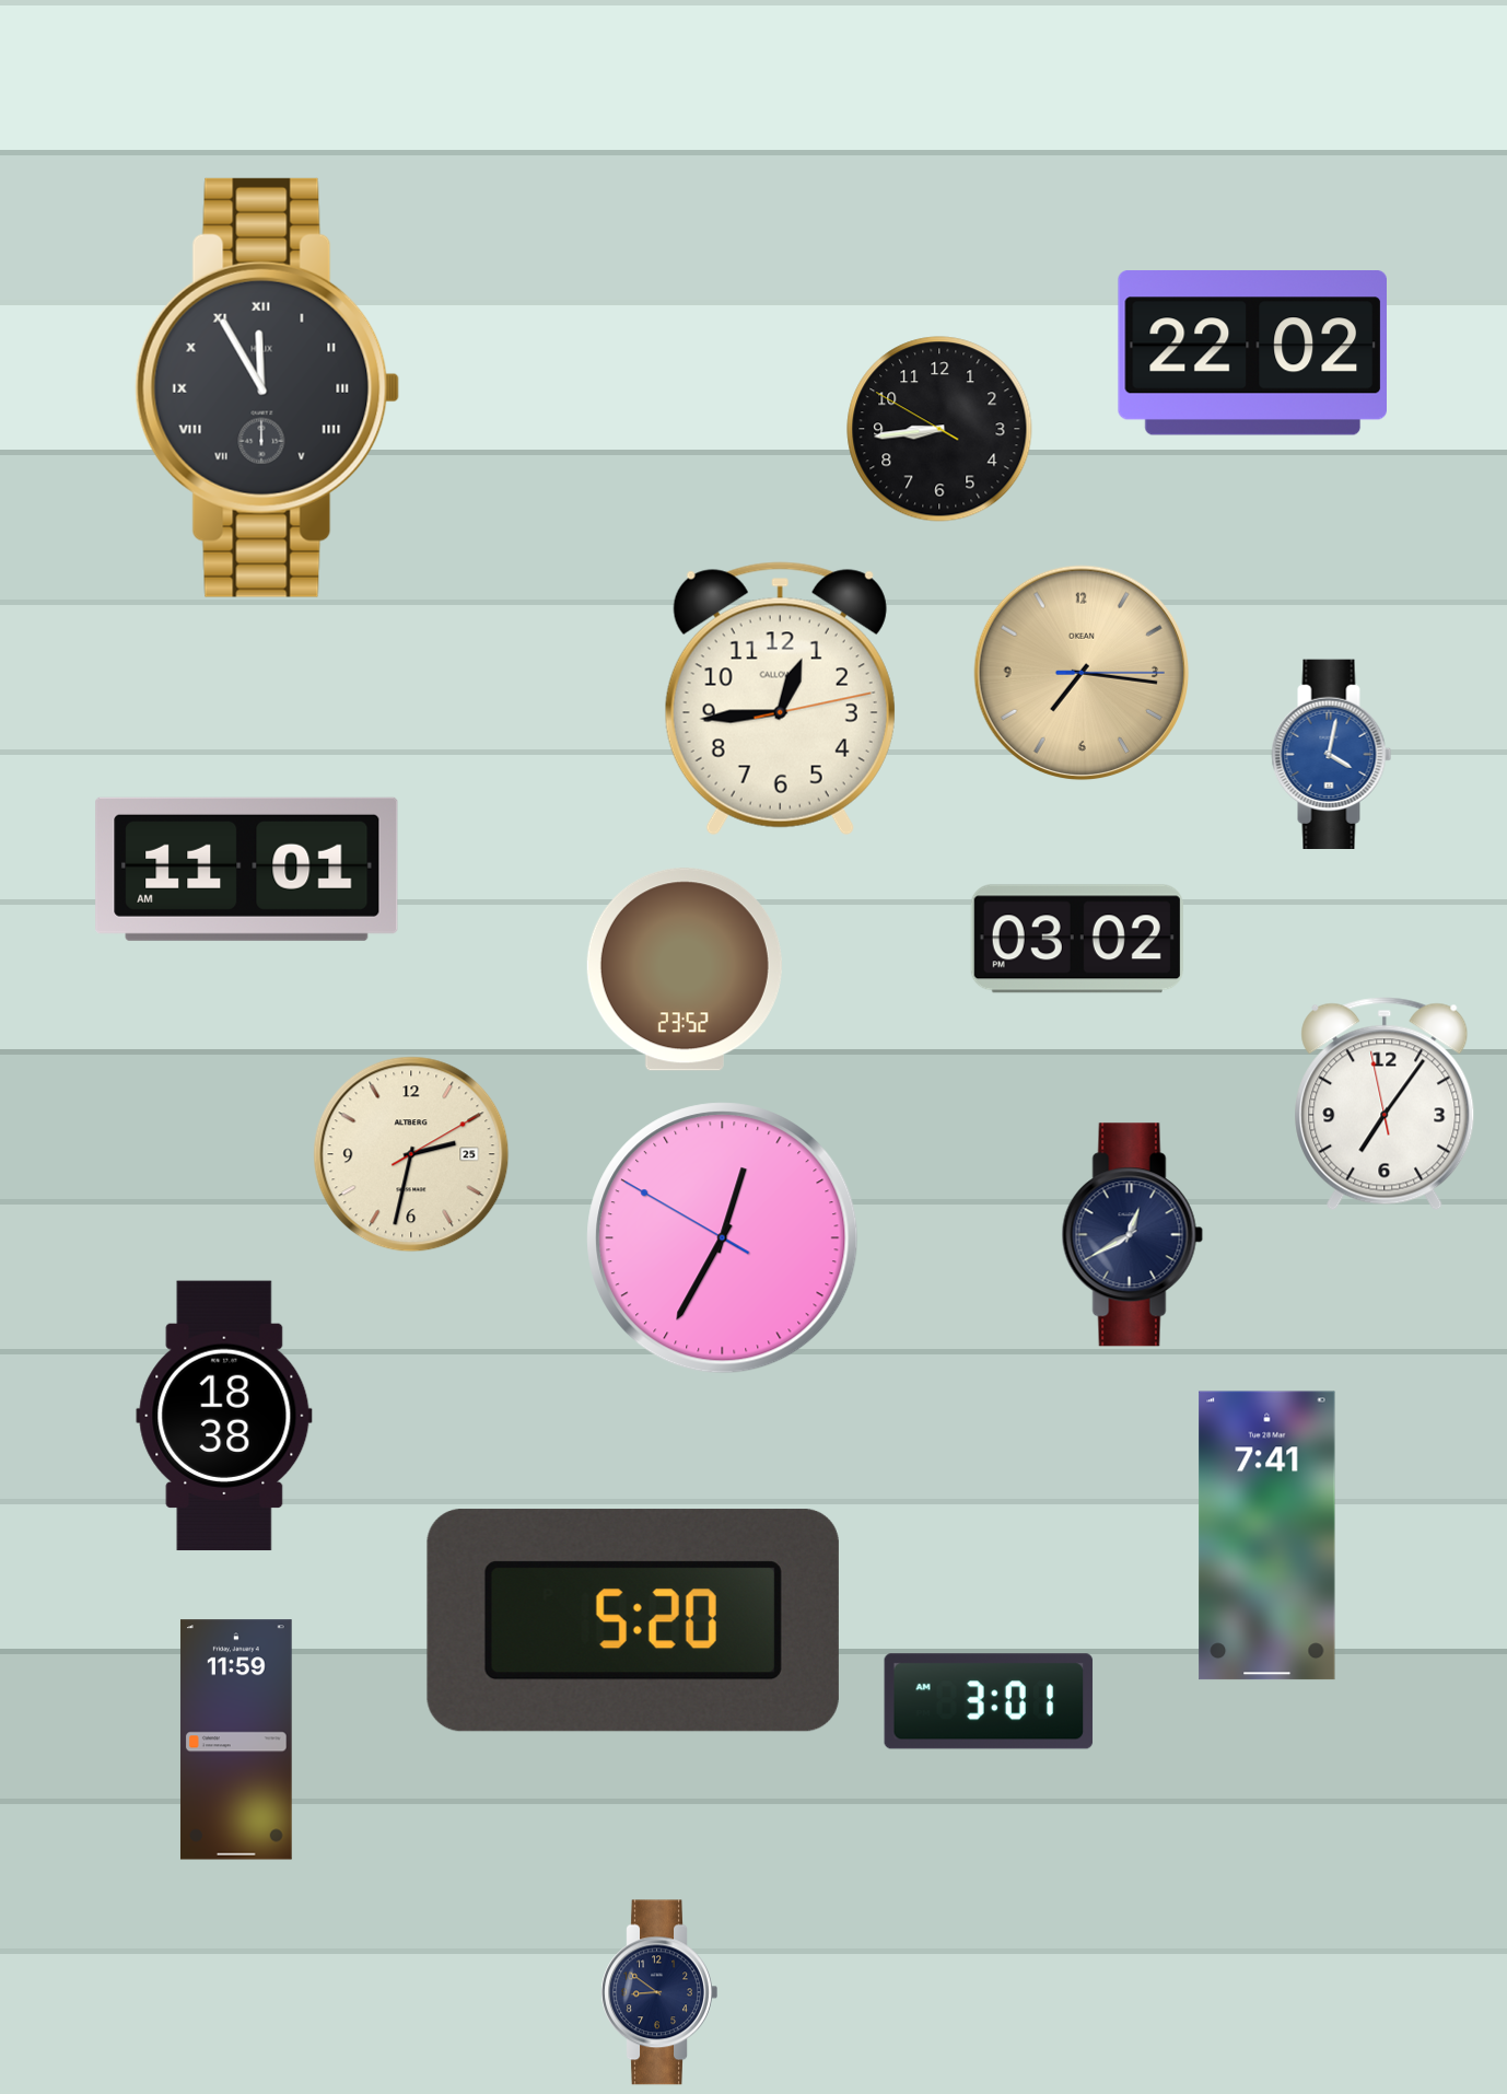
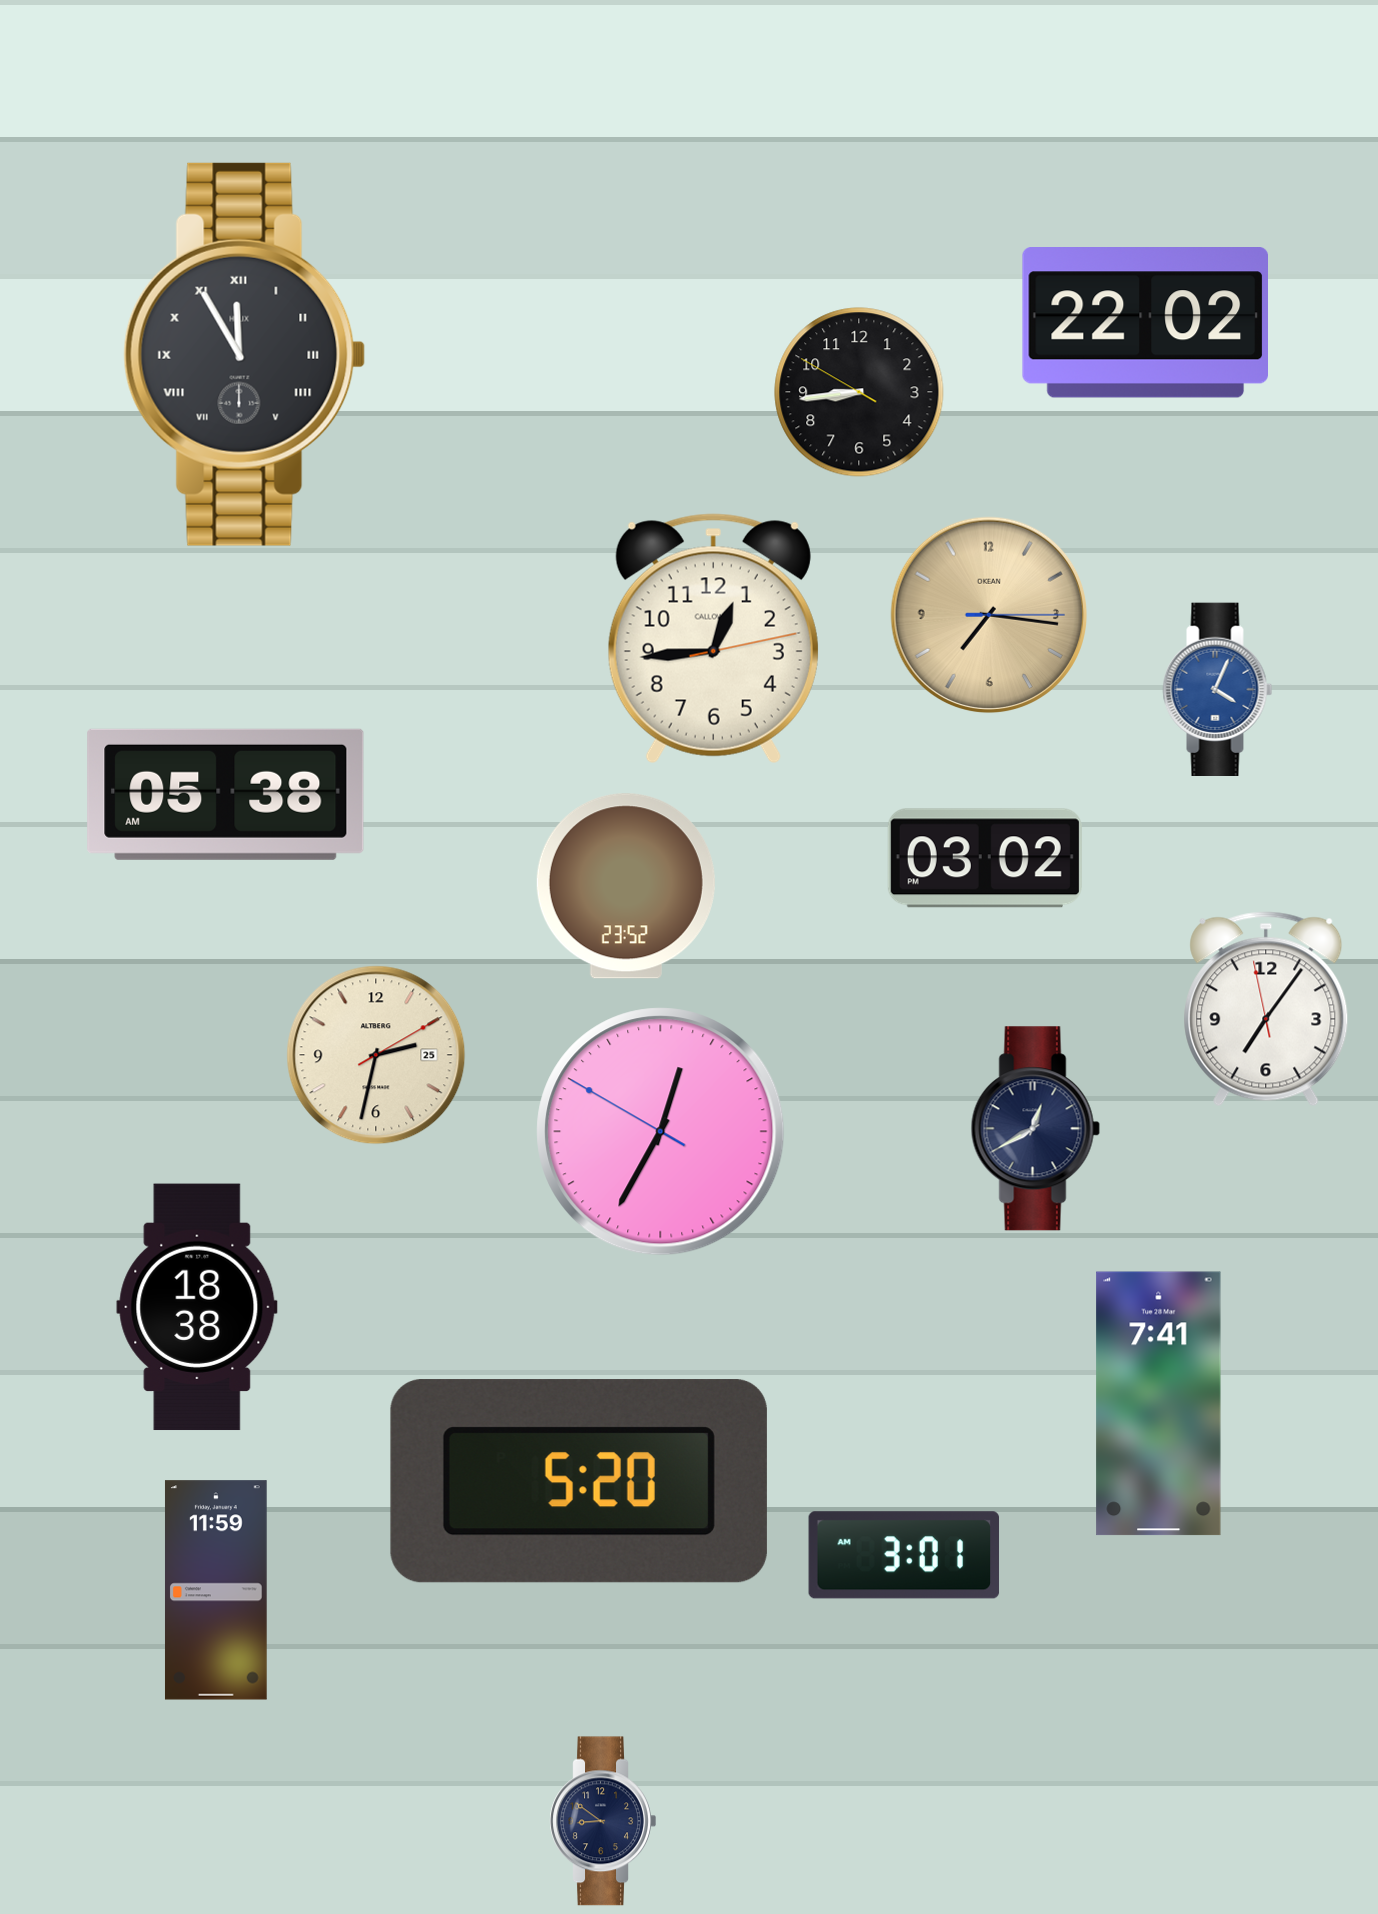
clock at (1332, 754): 4:02 -> 4:04
clock at (247, 869): 11:01 -> 05:38
clock at (224, 1416) position: (224, 1416) -> (197, 1307)
